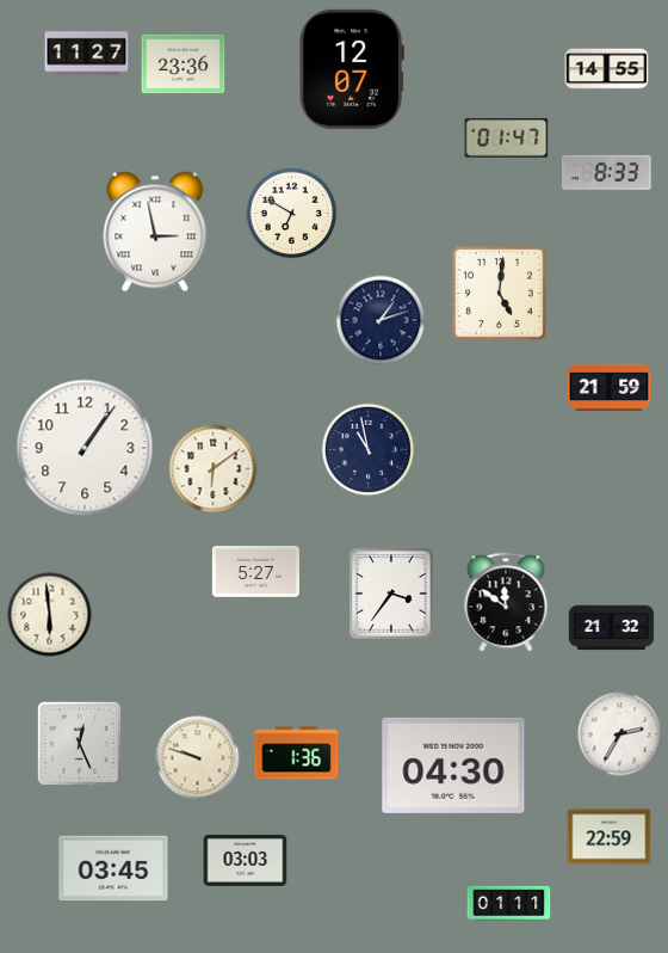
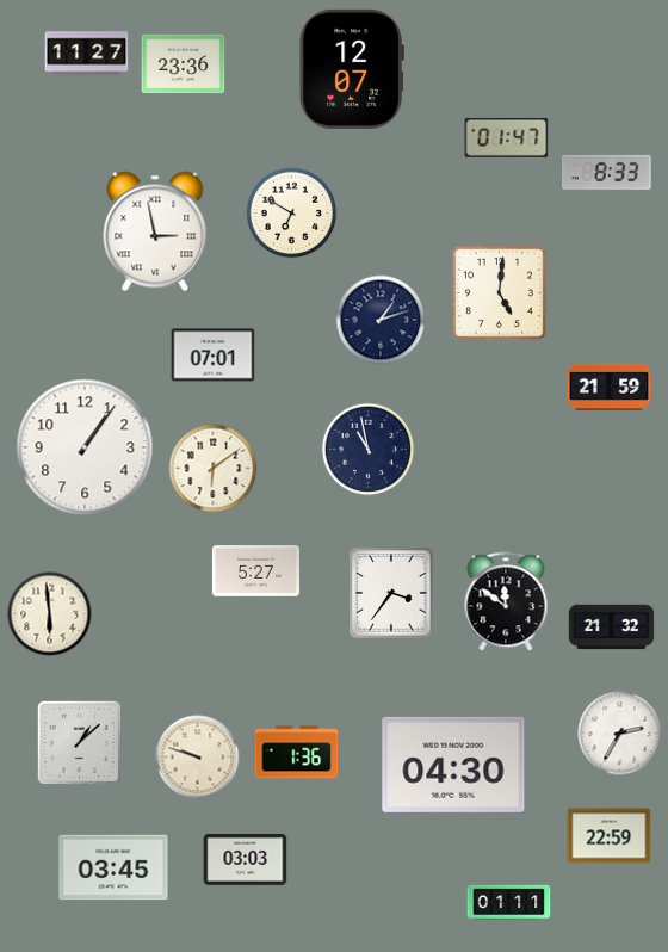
clock at (607, 69): 14:55 -> none
clock at (214, 356): none -> 07:01
clock at (79, 743): 12:26 -> 1:08
